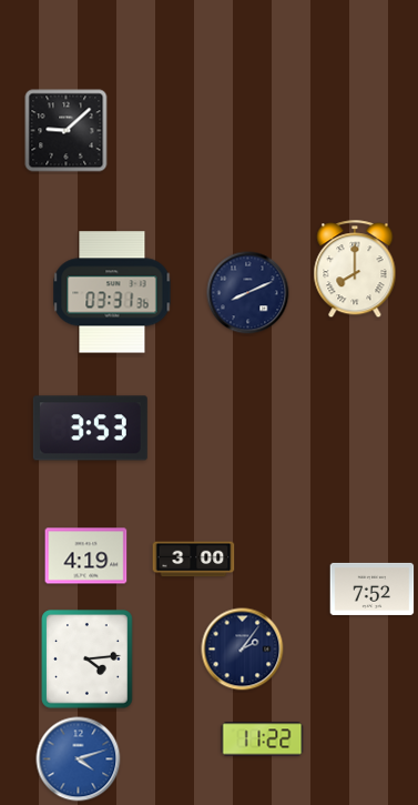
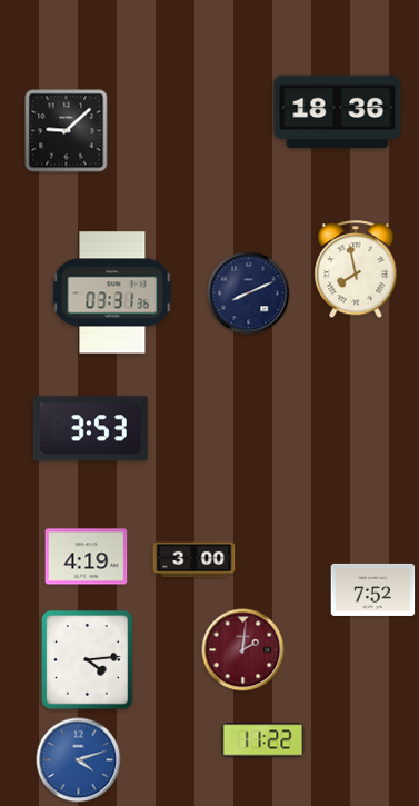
clock at (338, 112): none -> 18:36
clock at (355, 270): 8:00 -> 7:58
clock at (243, 650): 2:06 -> 2:01
clock at (243, 650) dial: navy -> burgundy
